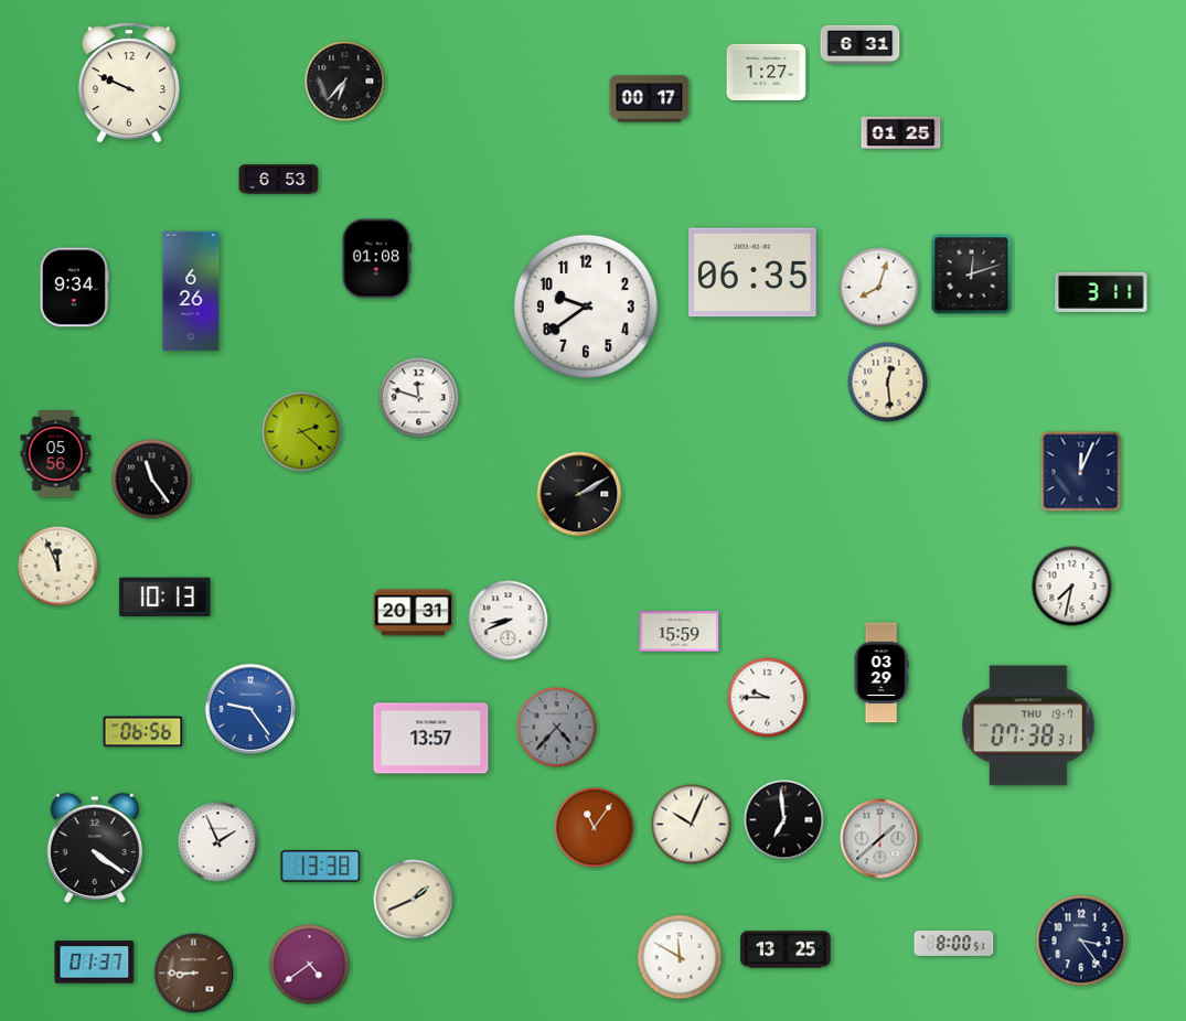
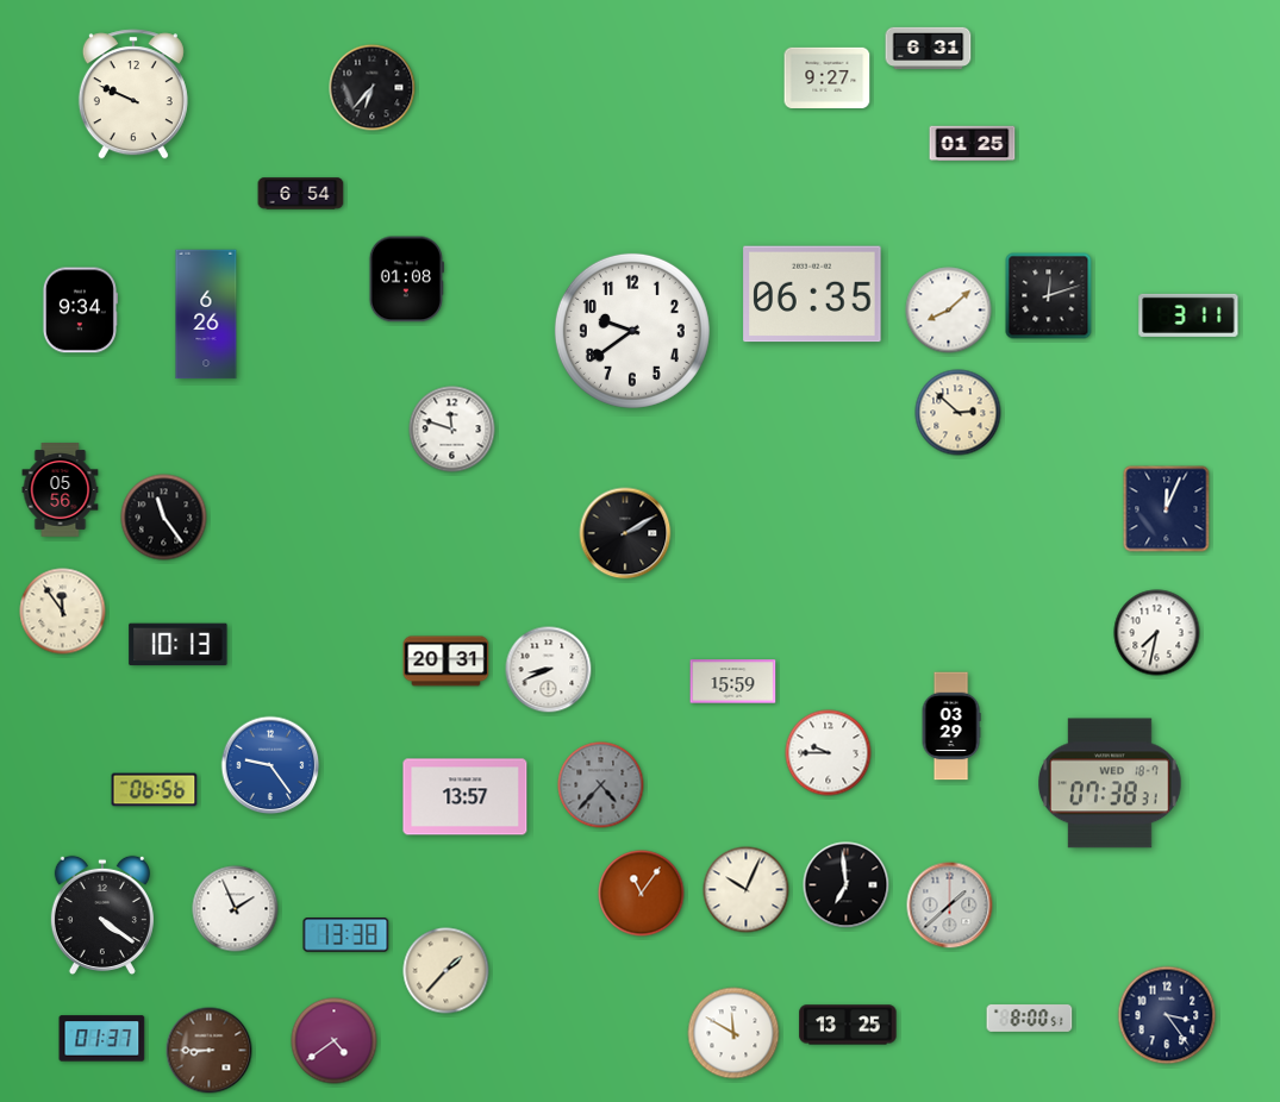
clock at (767, 72): 1:27 -> 9:27
clock at (129, 83) position: (129, 83) -> (133, 94)
clock at (650, 99): 00:17 -> none
clock at (279, 180): 6:53 -> 6:54
clock at (879, 288): 8:03 -> 8:08
clock at (888, 383): 12:29 -> 2:52
clock at (302, 432): 2:22 -> none
clock at (58, 567): 11:56 -> 11:54
clock at (1029, 726) date: THU 19-7 -> WED 18-7
clock at (414, 900): 1:41 -> 1:37
